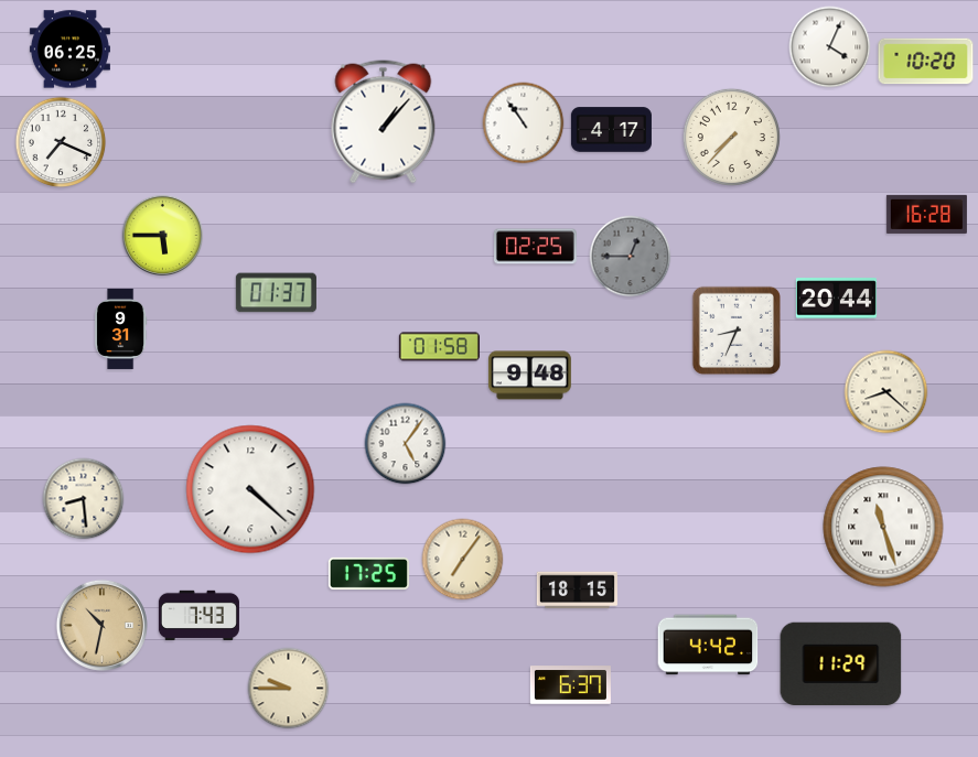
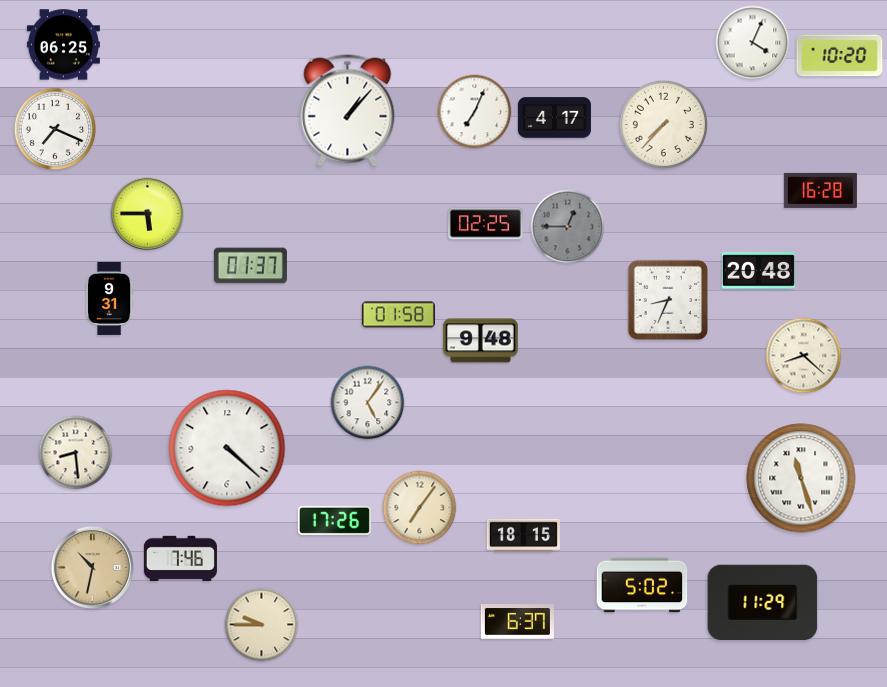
clock at (524, 123): 10:54 -> 7:04
clock at (926, 214) position: (926, 214) -> (820, 190)
clock at (631, 257) position: (631, 257) -> (568, 227)
clock at (836, 299): 20:44 -> 20:48
clock at (250, 489) position: (250, 489) -> (227, 448)
clock at (368, 573): 17:25 -> 17:26
clock at (198, 616): 7:43 -> 7:46
clock at (708, 645): 4:42 -> 5:02
